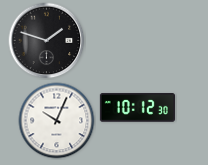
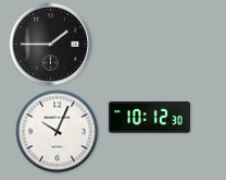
clock at (47, 41): 1:48 -> 1:45
clock at (57, 121) position: (57, 121) -> (58, 132)
